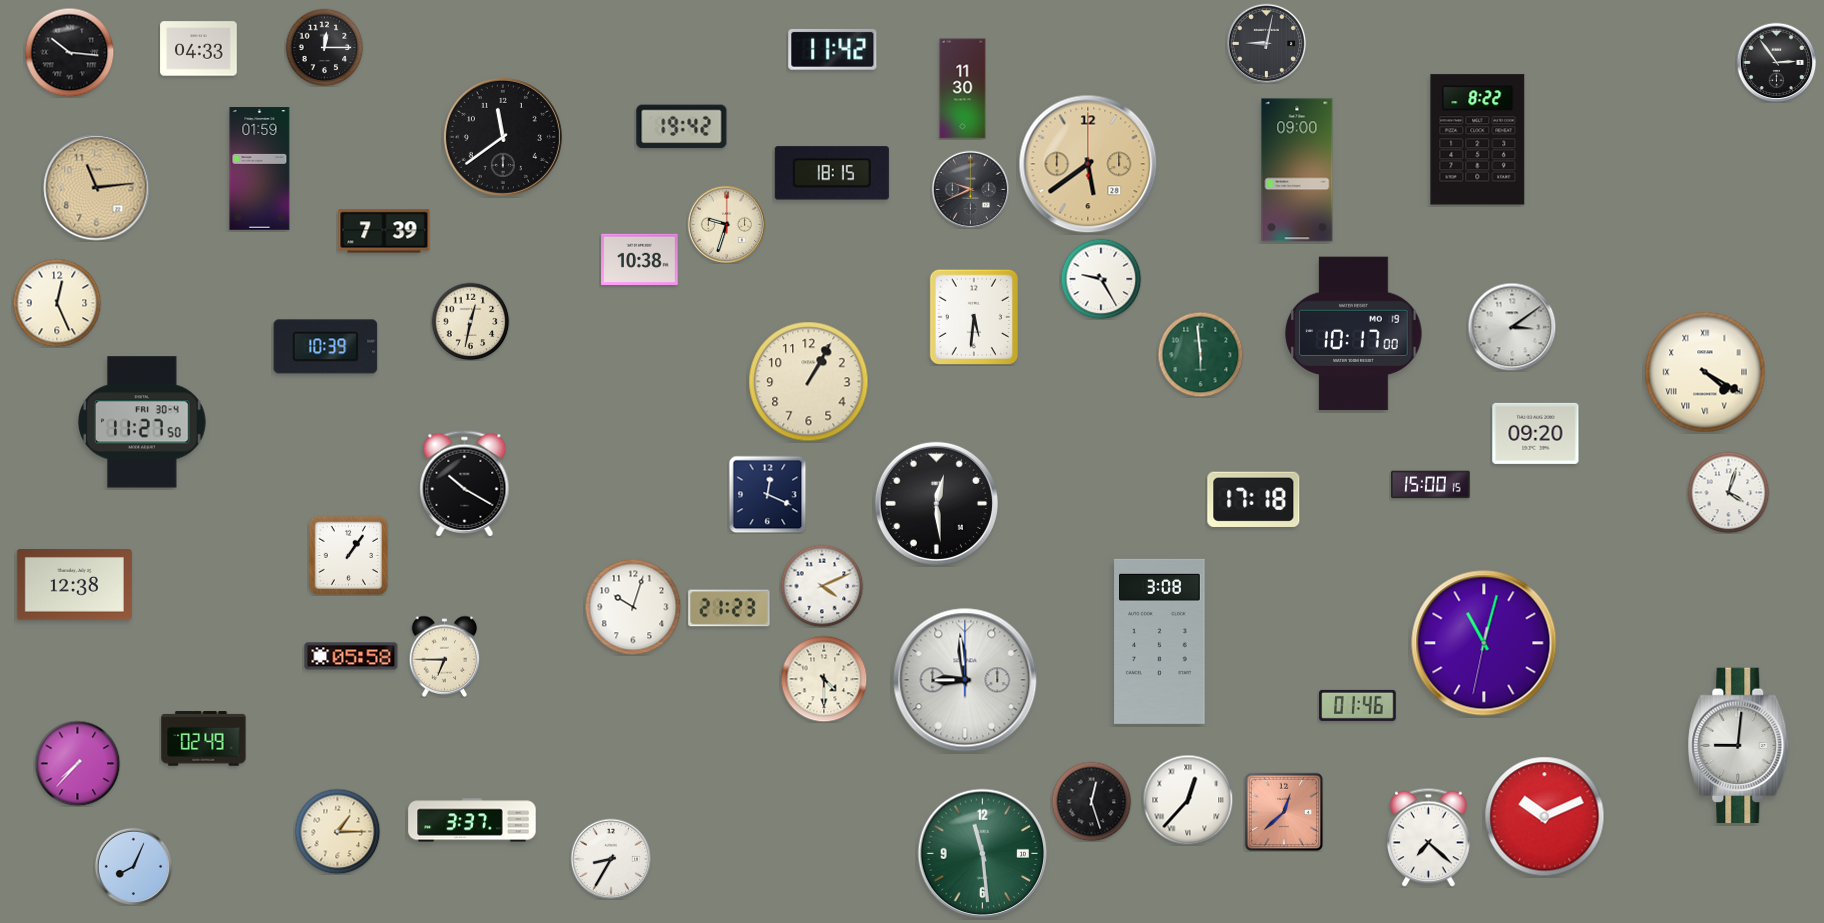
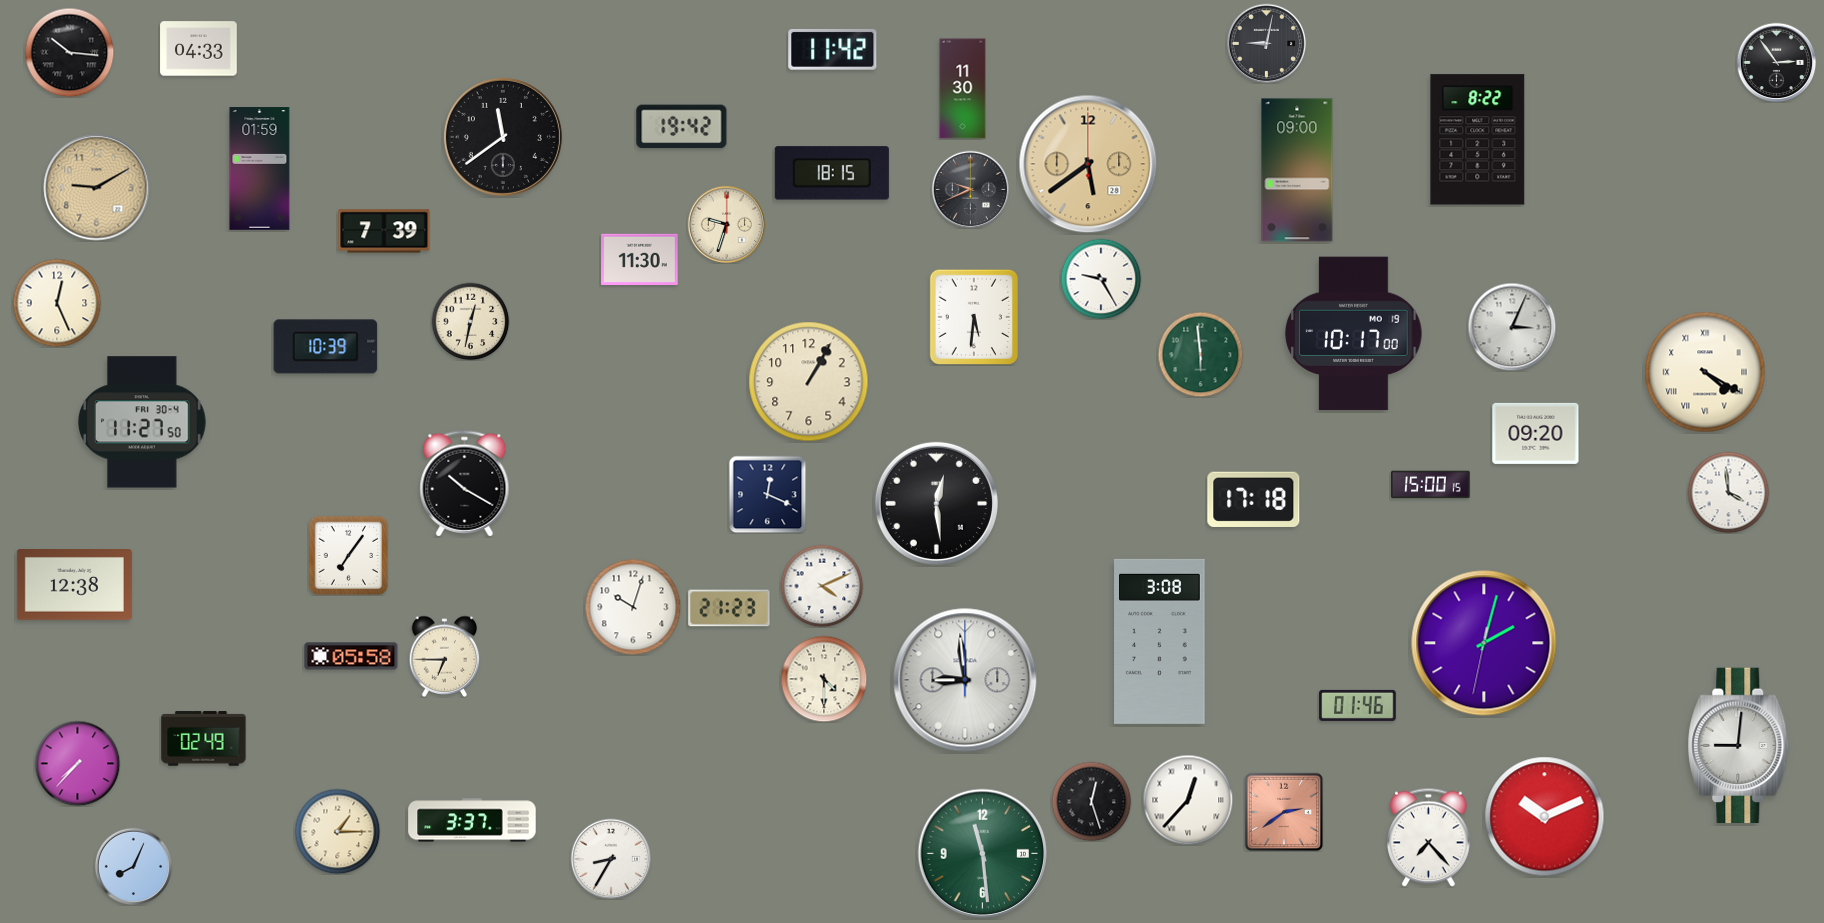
clock at (324, 47): 12:15 -> none
clock at (97, 188): 11:14 -> 9:10
clock at (640, 259): 10:38 -> 11:30
clock at (1512, 327): 3:09 -> 3:04
clock at (1728, 492): 4:03 -> 3:59
clock at (348, 555): 1:06 -> 7:06
clock at (1484, 643): 11:02 -> 2:02
clock at (1284, 812): 12:38 -> 2:39
clock at (1429, 837): 7:22 -> 7:23
